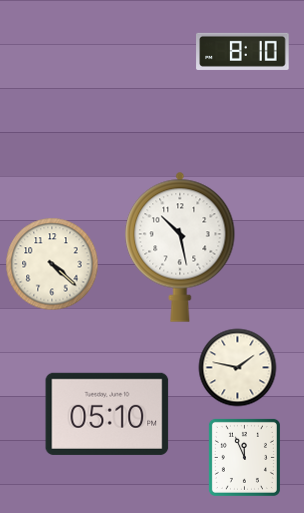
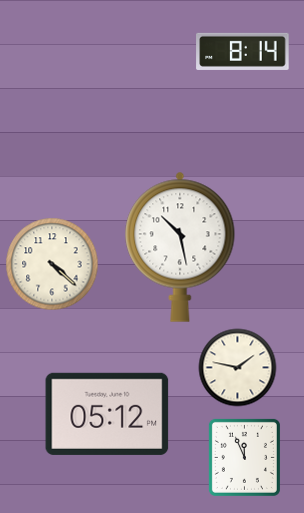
clock at (243, 51): 8:10 -> 8:14
clock at (107, 414): 05:10 -> 05:12
